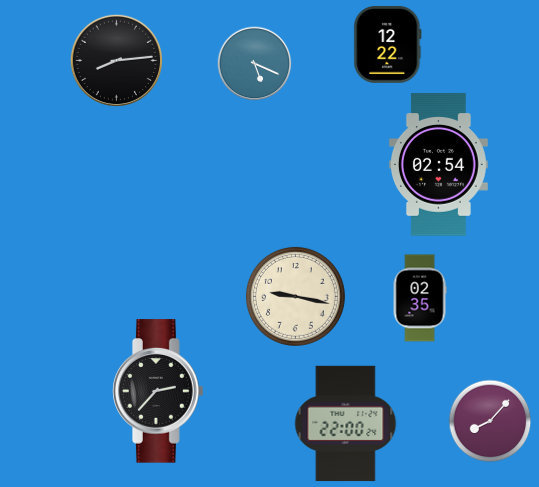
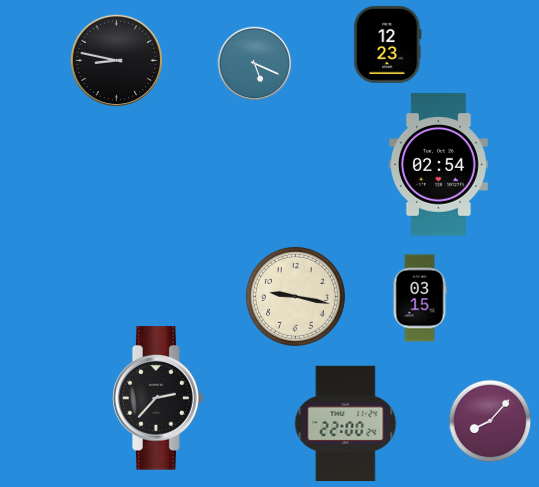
clock at (388, 44): 12:22 -> 12:23
clock at (116, 60): 8:14 -> 8:47
clock at (420, 298): 02:35 -> 03:15
clock at (158, 391) position: (158, 391) -> (158, 398)
